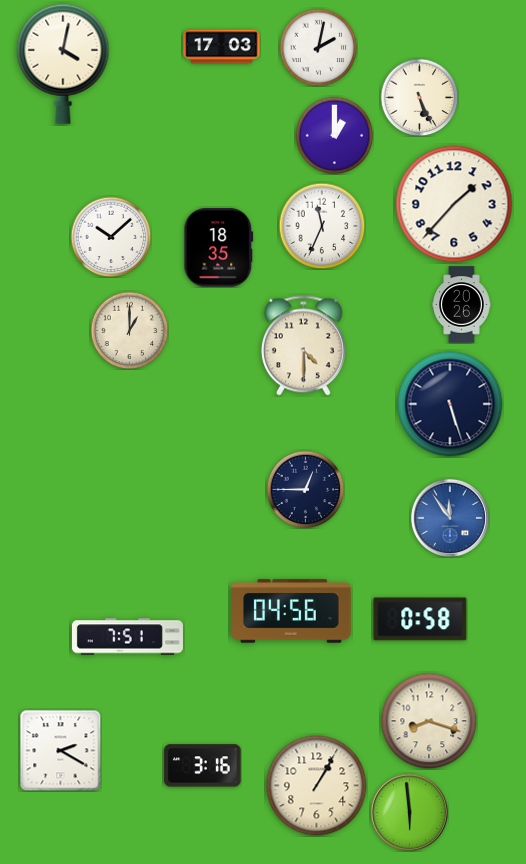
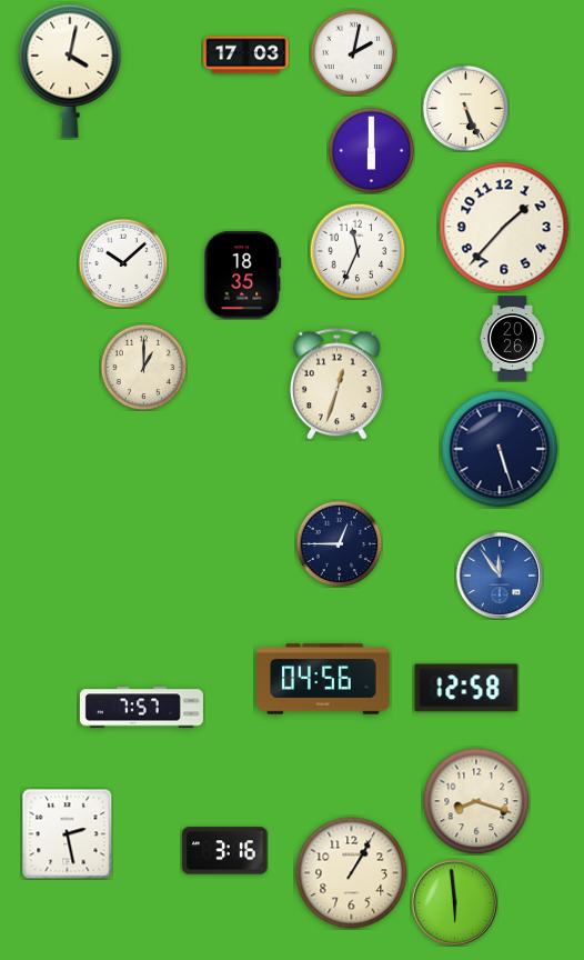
clock at (222, 47) position: (222, 47) -> (246, 56)
clock at (334, 135): 1:00 -> 6:00
clock at (303, 346): 4:30 -> 12:33
clock at (420, 619): 0:58 -> 12:58
clock at (127, 637): 7:51 -> 7:57
clock at (60, 750): 2:20 -> 2:28
